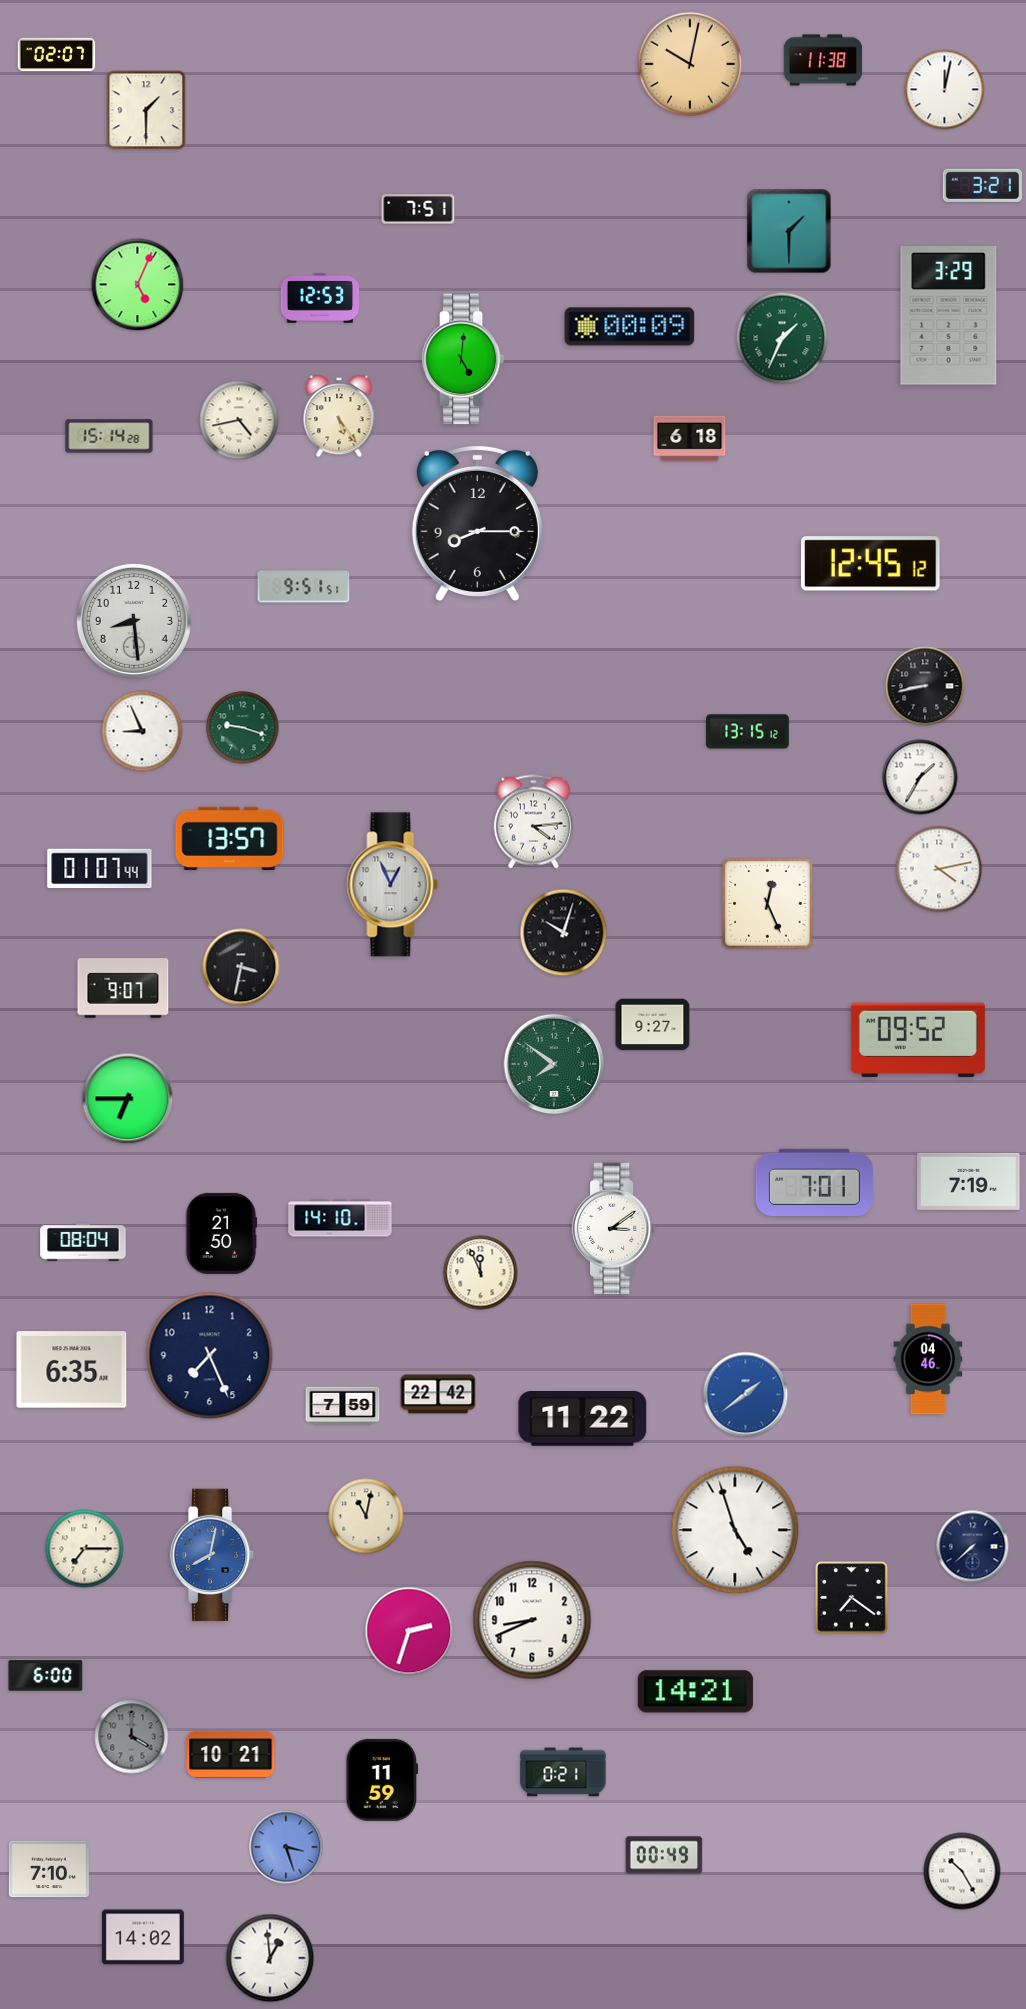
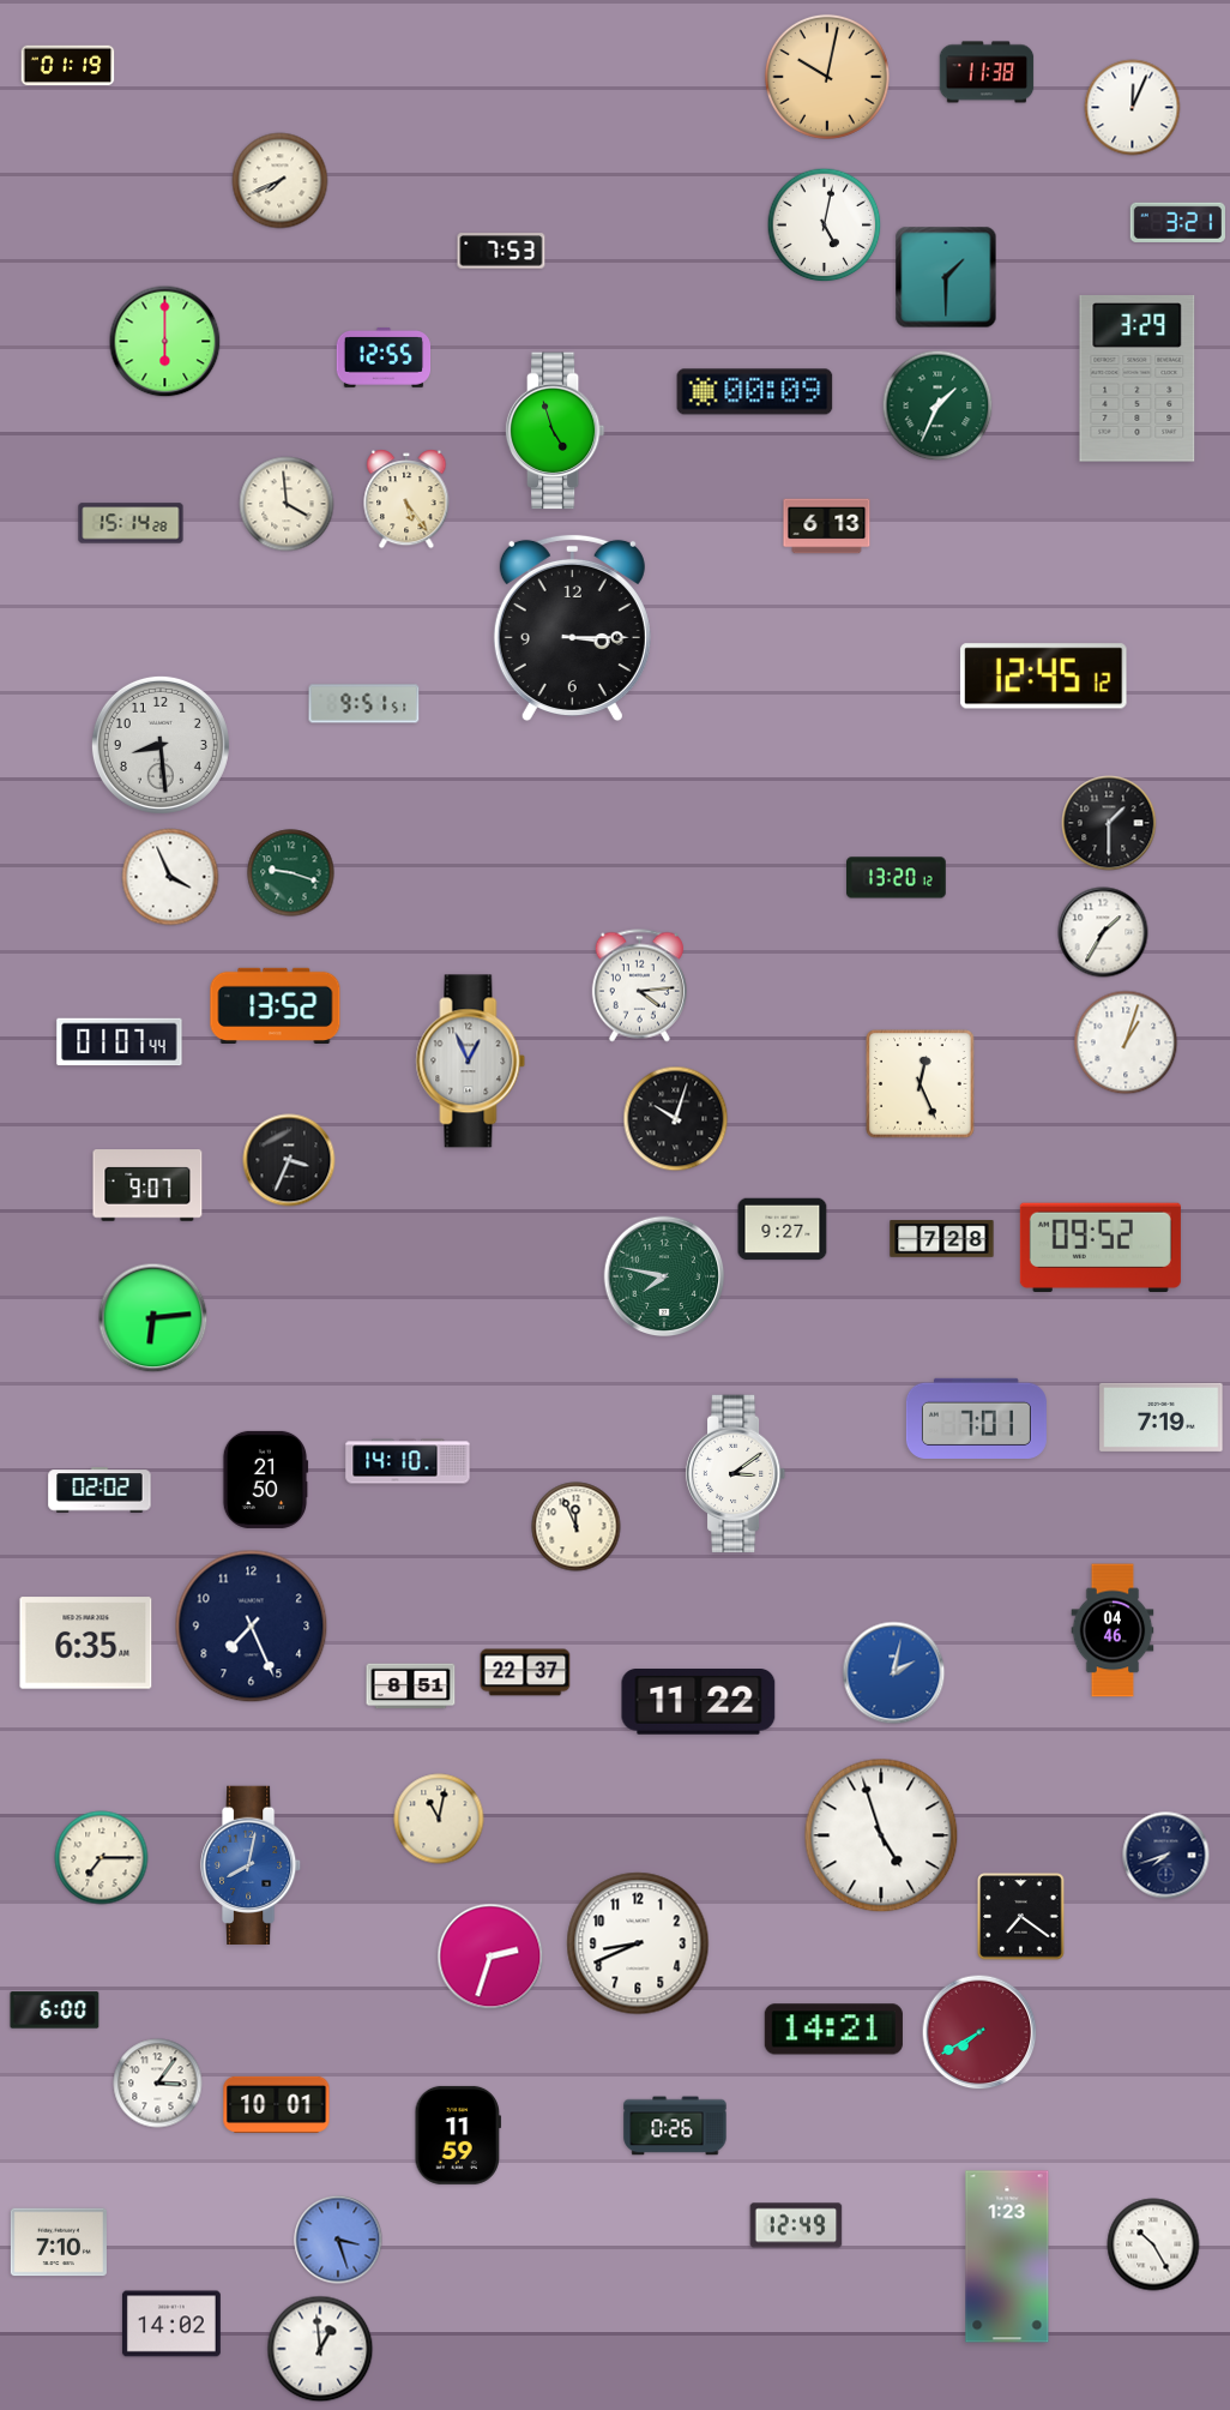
clock at (57, 55): 02:07 -> 01:19
clock at (945, 90): 12:02 -> 12:04
clock at (146, 110): 1:30 -> none
clock at (281, 181): none -> 7:41
clock at (825, 226): none -> 5:02
clock at (418, 209): 7:51 -> 7:53
clock at (138, 285): 5:04 -> 6:00
clock at (320, 298): 12:53 -> 12:55
clock at (463, 359): 5:01 -> 4:57
clock at (239, 420): 4:43 -> 3:59
clock at (690, 439): 6:18 -> 6:13
clock at (477, 523): 8:15 -> 3:15
clock at (925, 686): 8:43 -> 1:30
clock at (142, 731): 8:56 -> 3:56
clock at (748, 732): 13:15 -> 13:20
clock at (230, 838): 13:57 -> 13:52
clock at (939, 869): 4:13 -> 1:03
clock at (241, 967): 3:32 -> 3:34
clock at (942, 1239): none -> 7:28
clock at (554, 1064): 7:51 -> 7:47
clock at (128, 1099): 6:45 -> 6:14
clock at (83, 1242): 08:04 -> 02:02
clock at (438, 1394): 22:42 -> 22:37
clock at (746, 1395): 1:39 -> 2:02
clock at (343, 1406): 7:59 -> 8:51
clock at (973, 1547): 7:38 -> 7:42
clock at (212, 1554) position: (212, 1554) -> (251, 1864)
clock at (979, 2032): none -> 7:40
clock at (132, 1737): 4:00 -> 3:06
clock at (132, 1737) dial: grey -> white
clock at (231, 1754): 10:21 -> 10:01
clock at (563, 1772): 0:21 -> 0:26
clock at (286, 1847) position: (286, 1847) -> (338, 2240)
clock at (664, 1855): 00:49 -> 12:49
clock at (1007, 2256): none -> 1:23
clock at (270, 1958) position: (270, 1958) -> (320, 2349)
